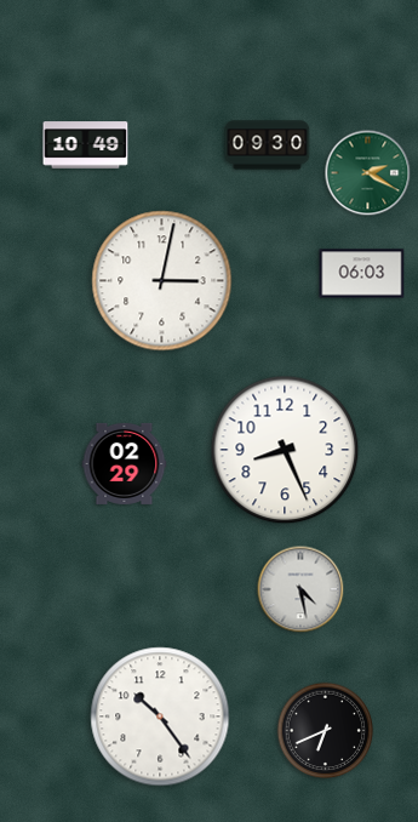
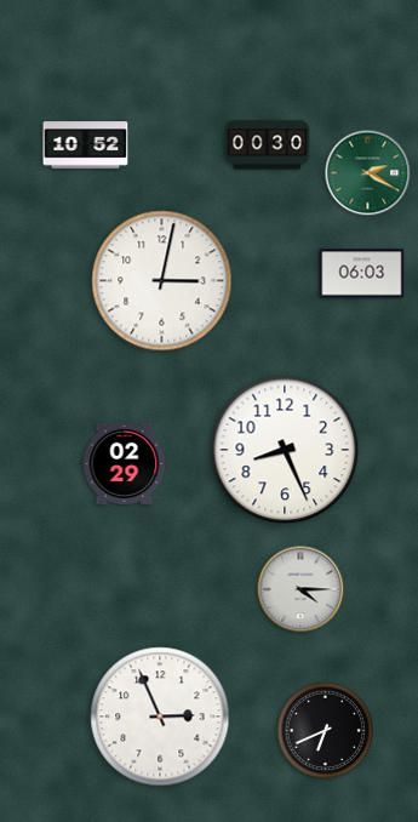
clock at (86, 145): 10:49 -> 10:52
clock at (268, 145): 09:30 -> 00:30
clock at (300, 589): 4:28 -> 4:15
clock at (160, 717): 10:24 -> 2:56
